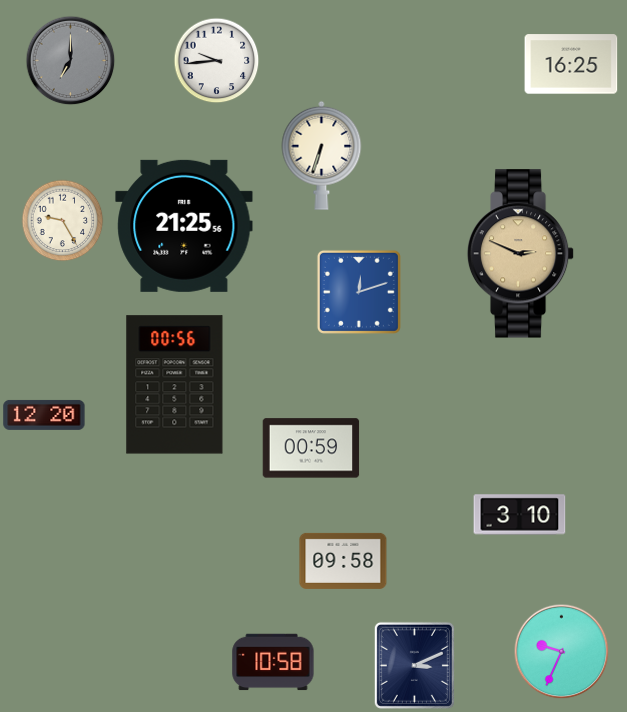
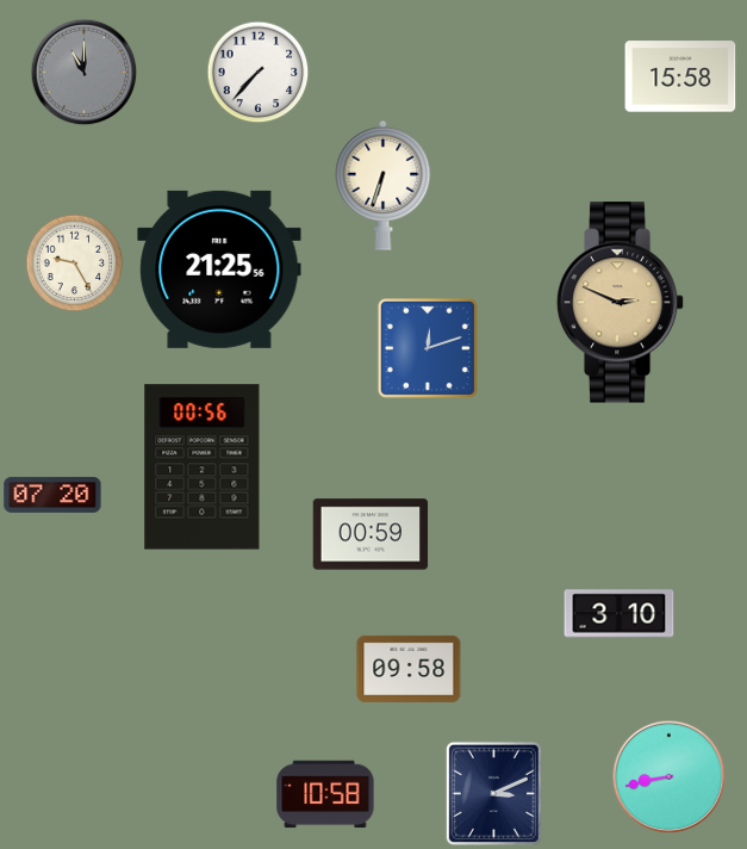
clock at (71, 61): 7:00 -> 11:00
clock at (217, 61): 9:44 -> 7:37
clock at (571, 64): 16:25 -> 15:58
clock at (175, 385) position: (175, 385) -> (203, 467)
clock at (44, 415): 12:20 -> 07:20
clock at (562, 652): 9:34 -> 8:43
clock at (273, 662) position: (273, 662) -> (325, 794)
